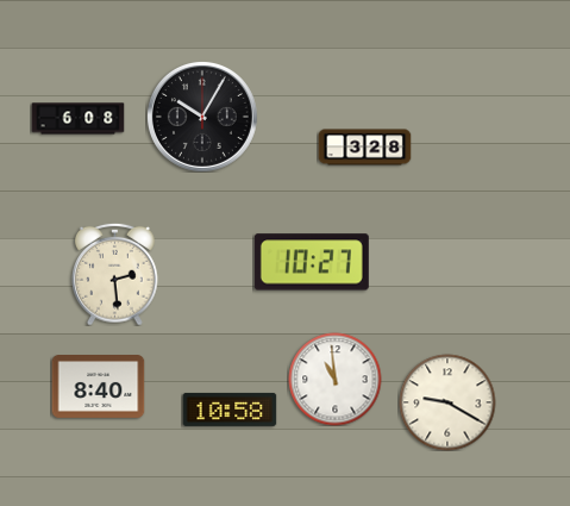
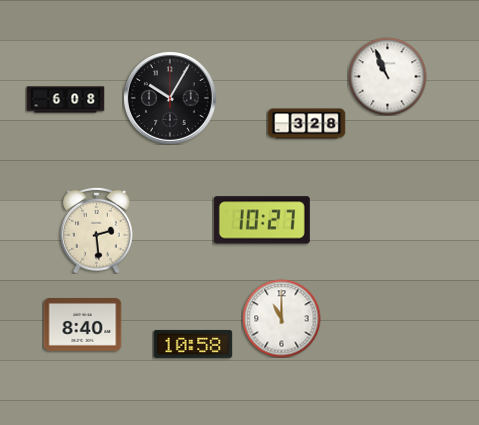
clock at (387, 76): none -> 10:56
clock at (334, 379): 10:59 -> 11:00
clock at (447, 402): 9:20 -> none
